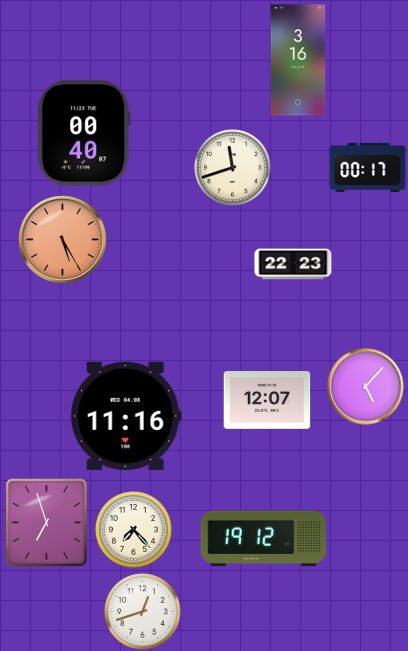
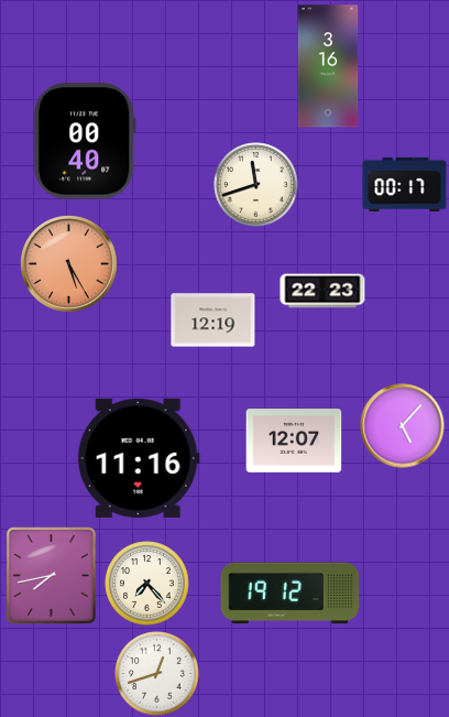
clock at (84, 133) position: (84, 133) -> (85, 141)
clock at (213, 321): none -> 12:19
clock at (47, 523): 6:57 -> 7:43
